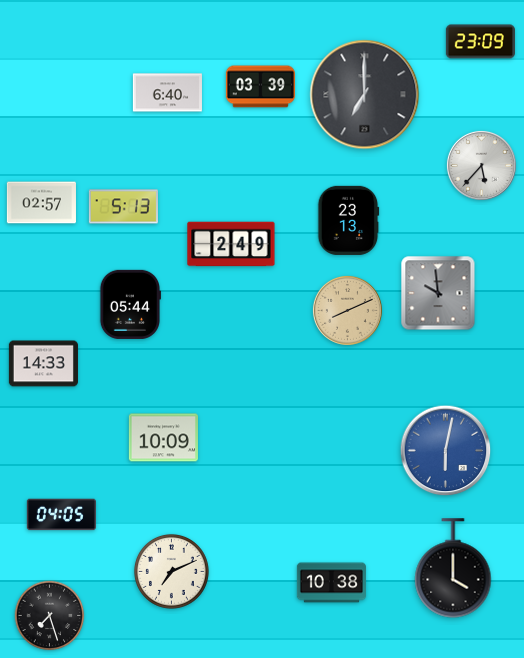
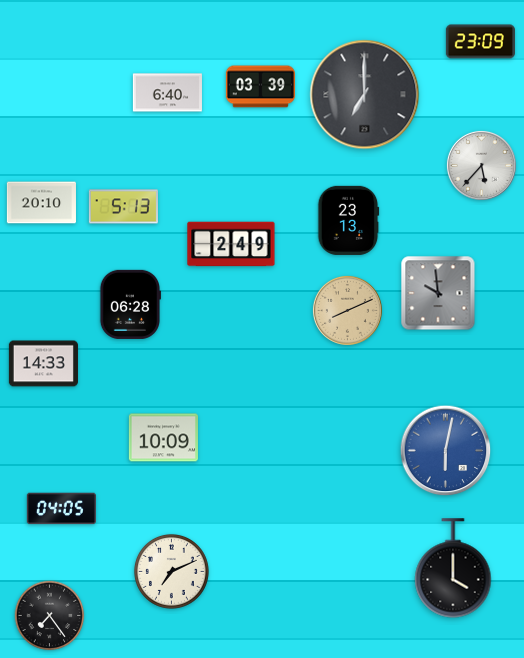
clock at (41, 203): 02:57 -> 20:10
clock at (129, 304): 05:44 -> 06:28
clock at (61, 515) position: (61, 515) -> (61, 509)
clock at (331, 583): 10:38 -> none
clock at (50, 616): 7:27 -> 7:24
